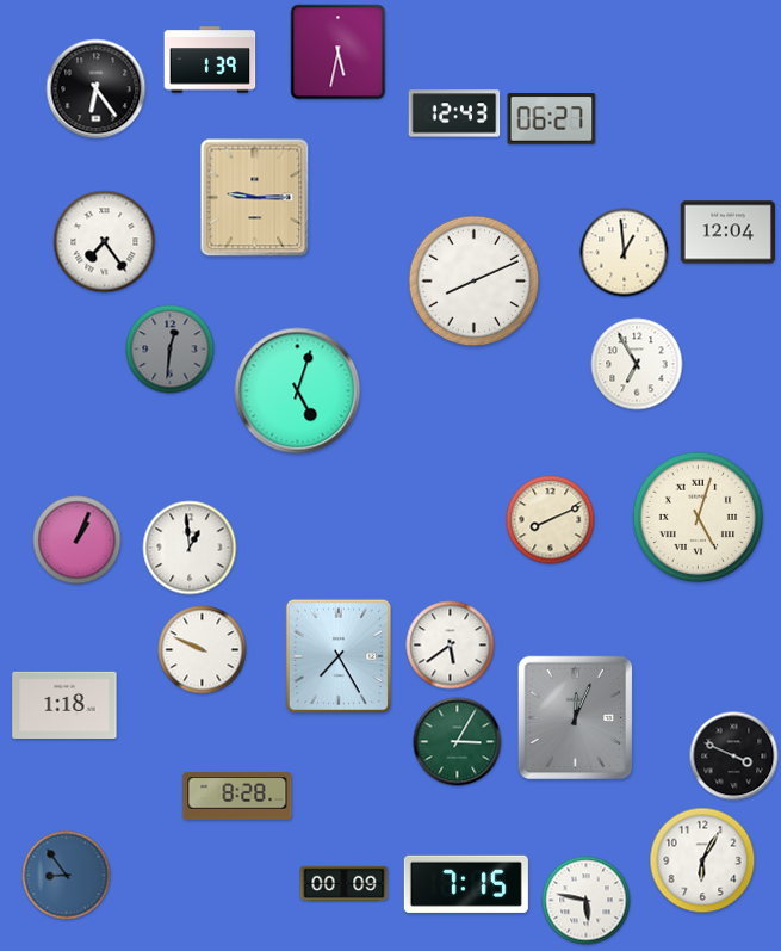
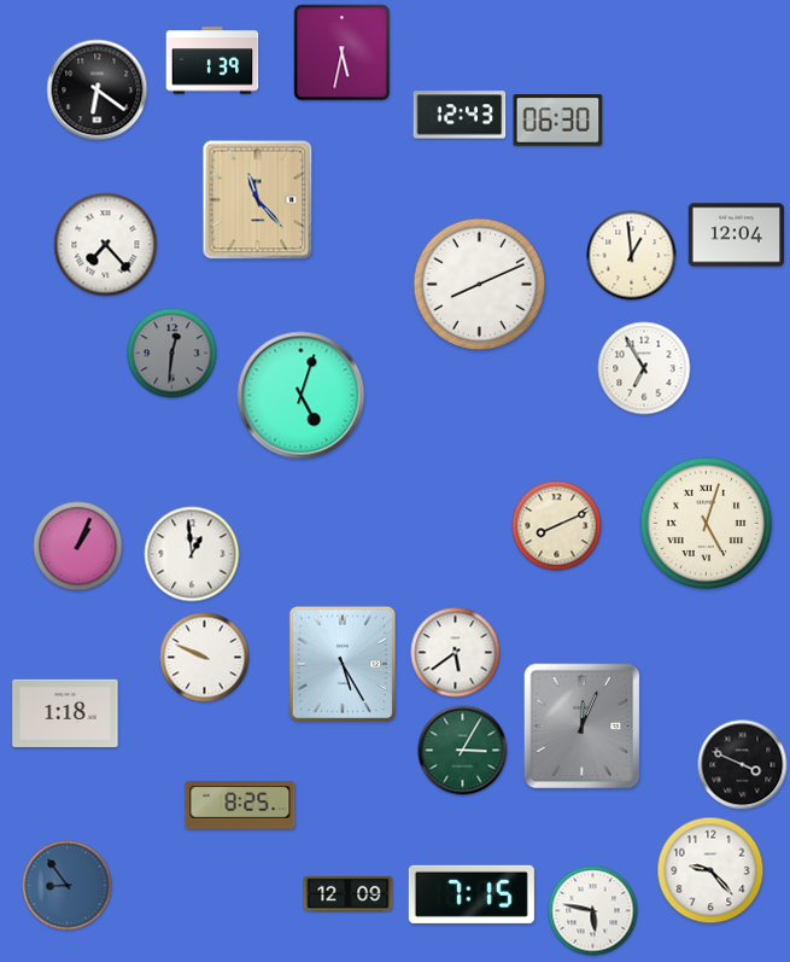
clock at (97, 89): 6:24 -> 6:21
clock at (552, 119): 06:27 -> 06:30
clock at (255, 198): 9:15 -> 11:23
clock at (105, 242): 7:24 -> 7:23
clock at (339, 656): 7:25 -> 5:25
clock at (237, 796): 8:28 -> 8:25
clock at (702, 860): 6:05 -> 9:23
clock at (345, 883): 00:09 -> 12:09
